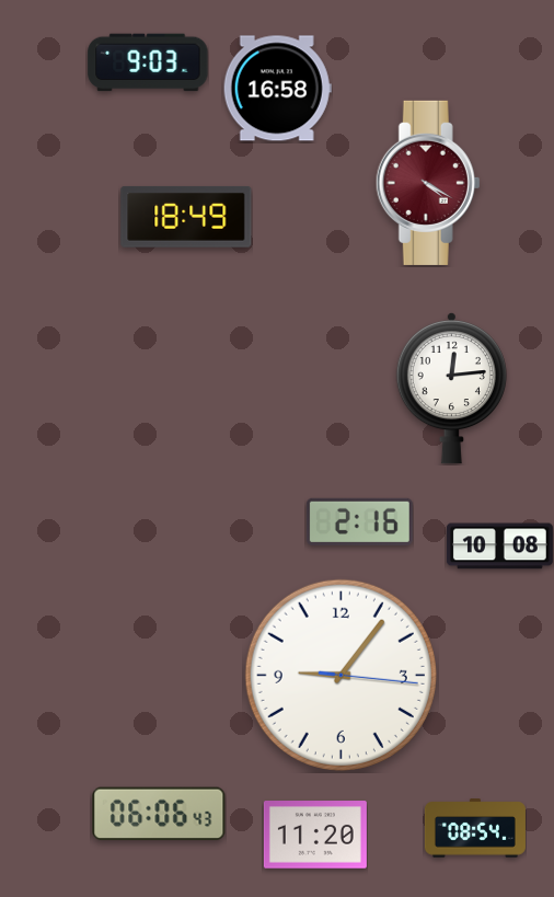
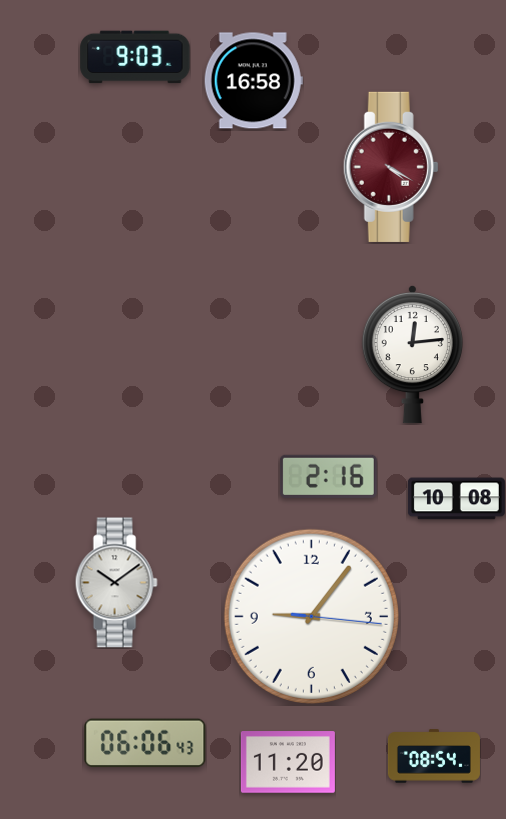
clock at (186, 217): 18:49 -> none
clock at (116, 583): none -> 10:09
